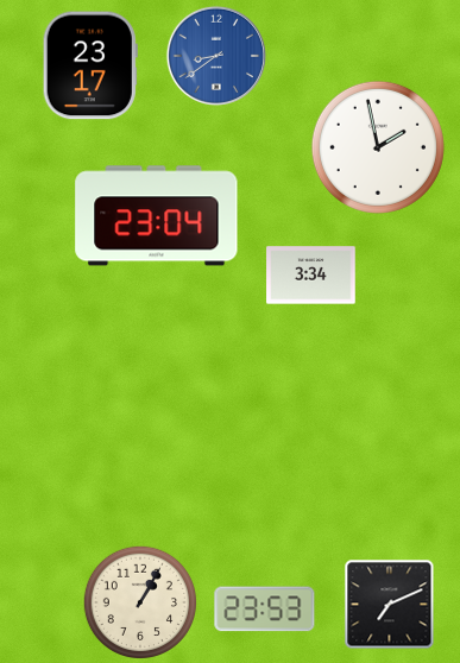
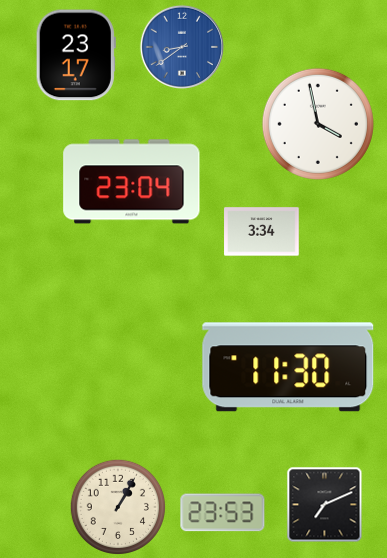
clock at (378, 147): 1:58 -> 3:58
clock at (288, 367): none -> 11:30
clock at (390, 605) position: (390, 605) -> (325, 505)
